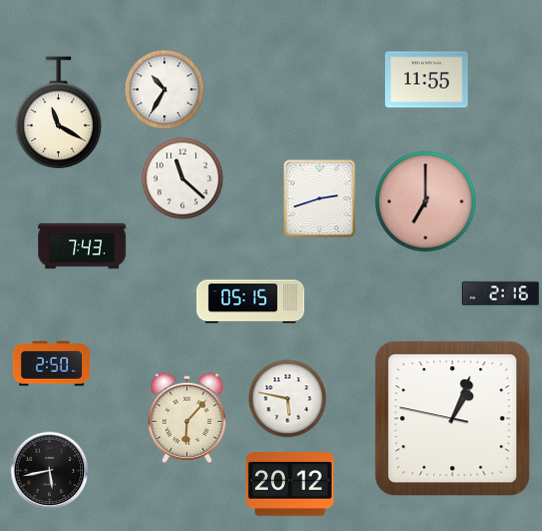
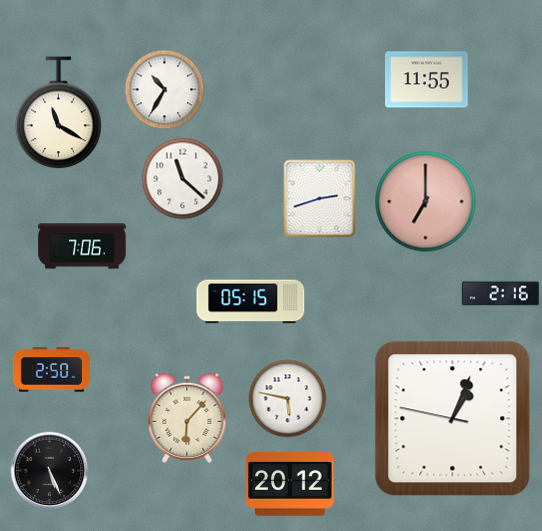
clock at (82, 246): 7:43 -> 7:06
clock at (51, 364) position: (51, 364) -> (51, 370)
clock at (49, 470): 5:43 -> 5:26
